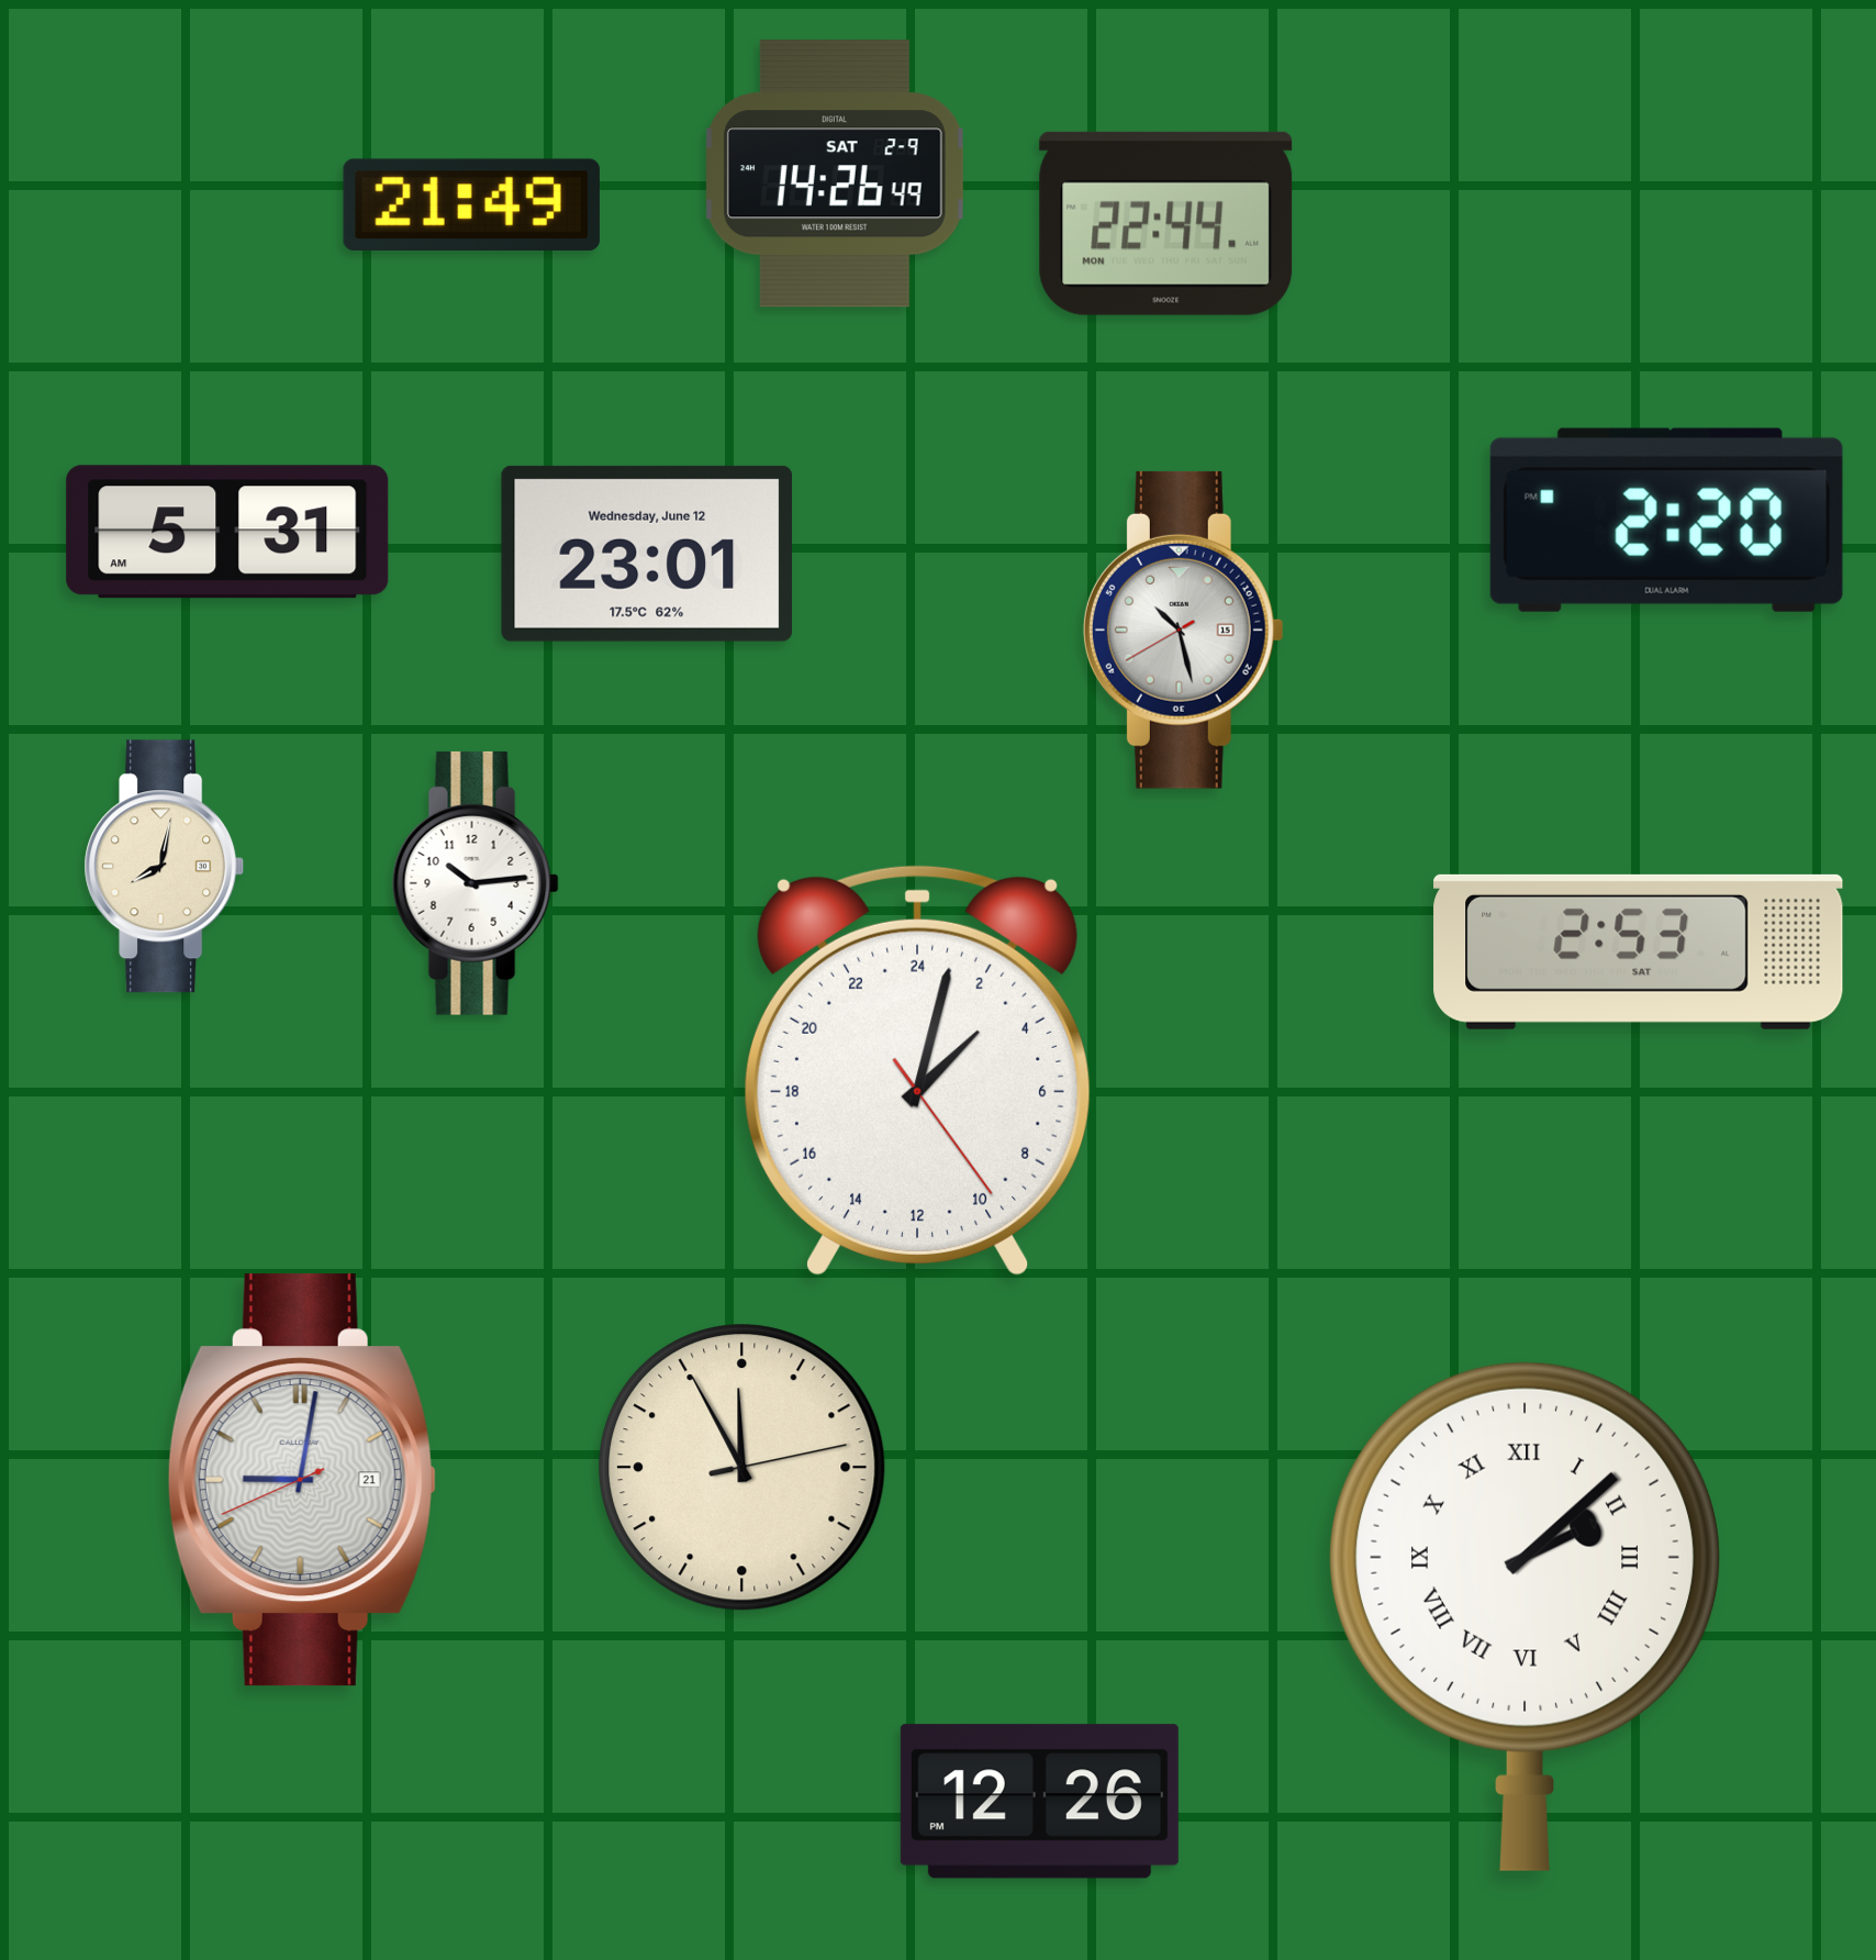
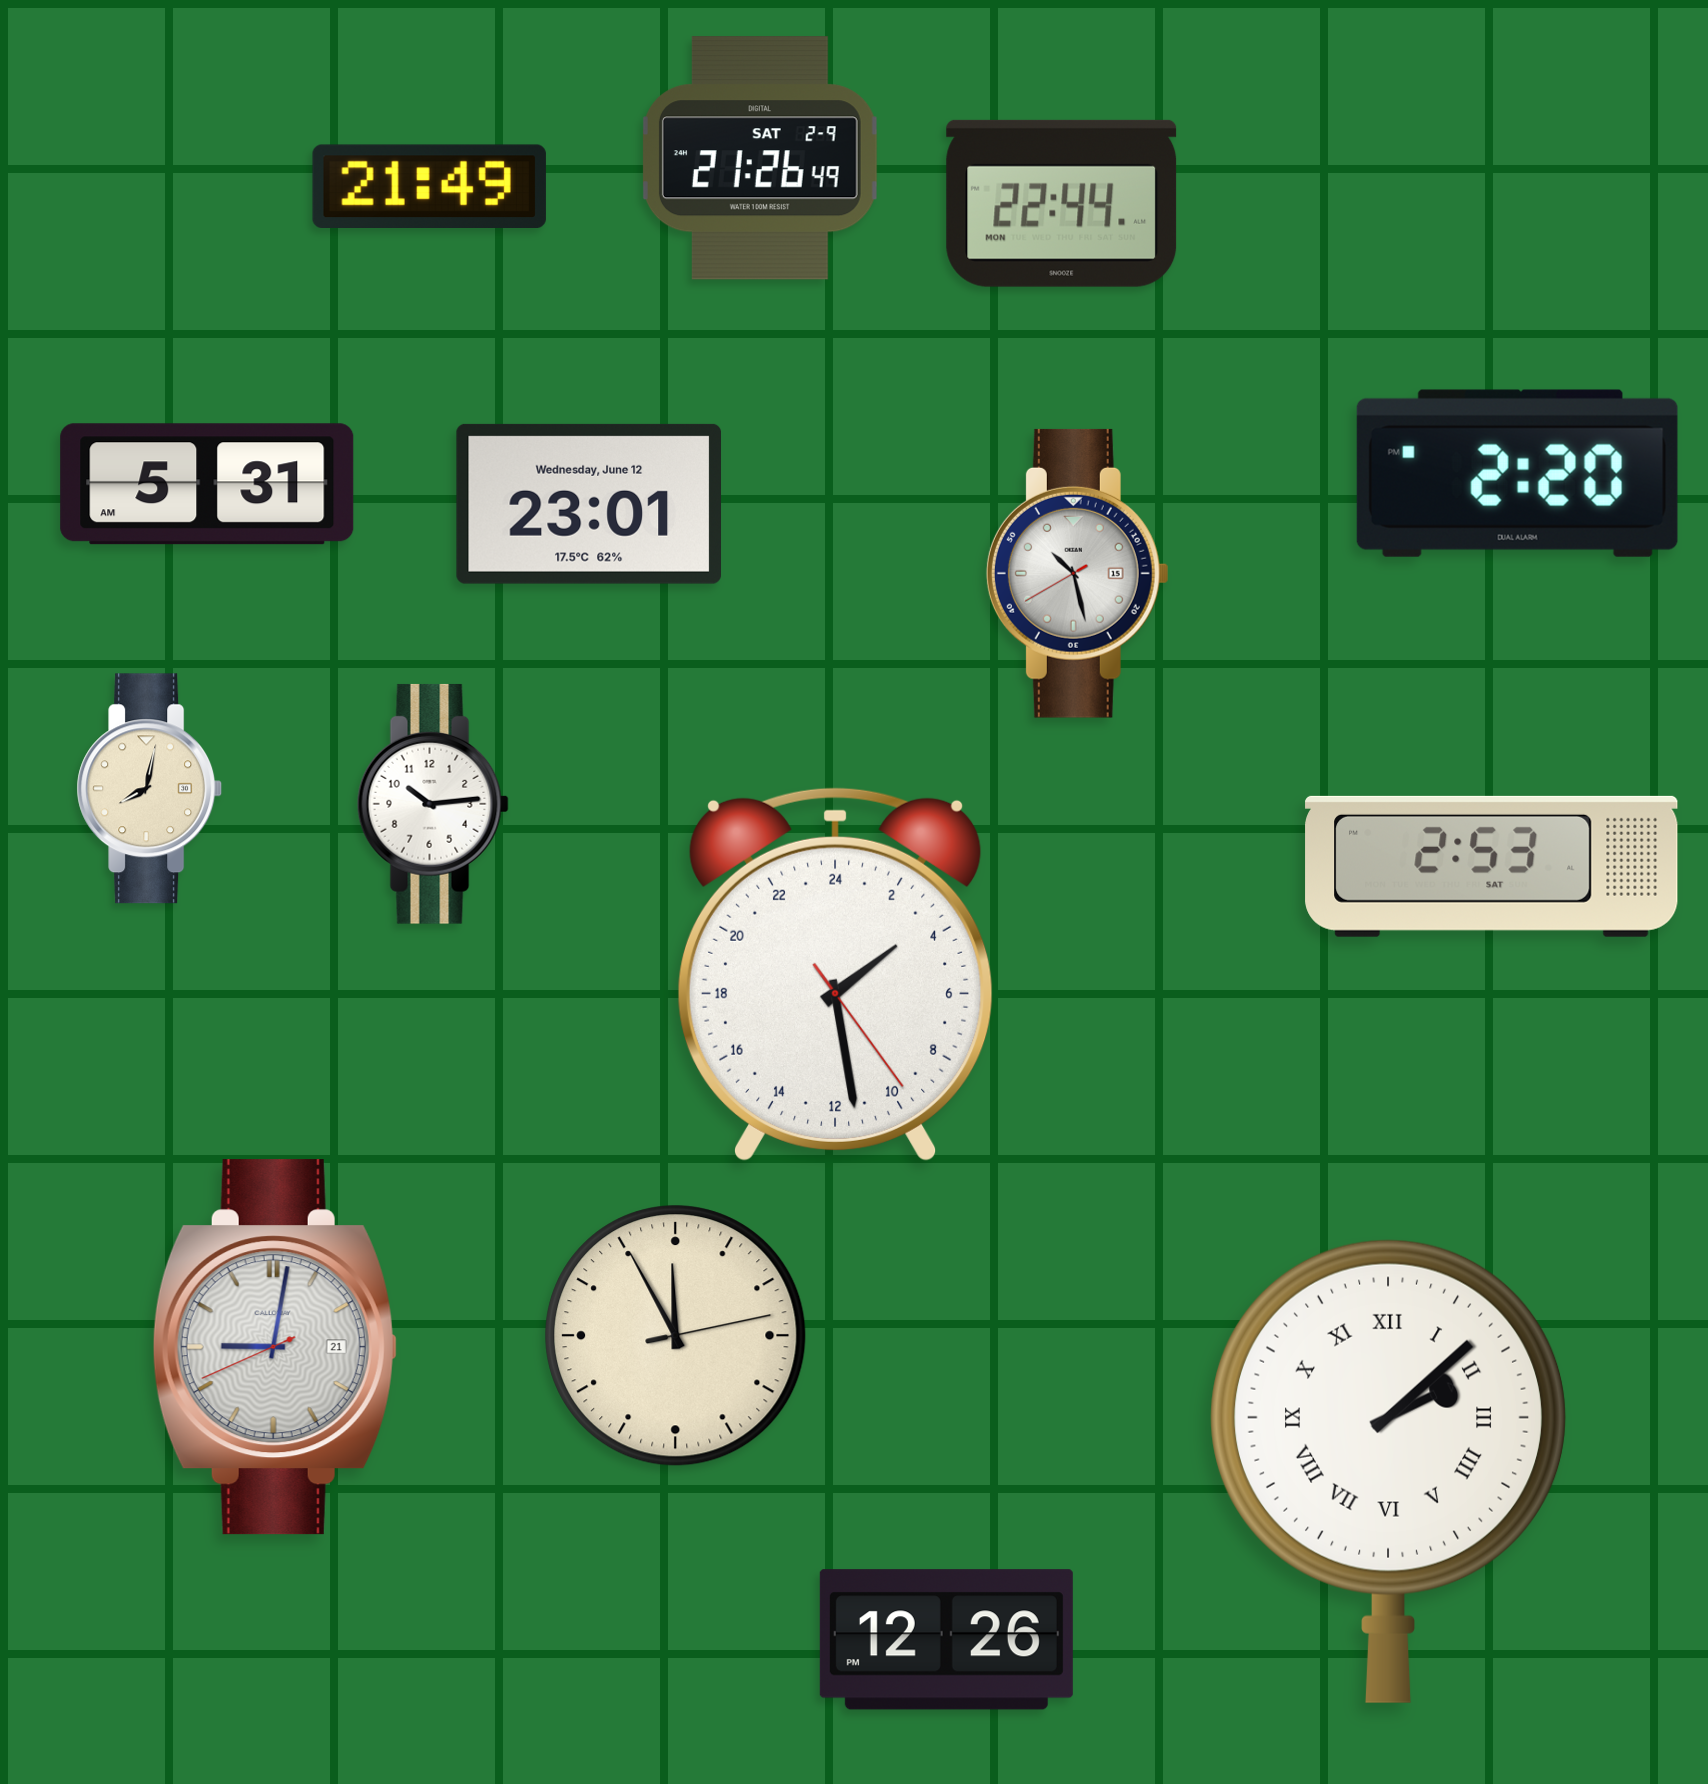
clock at (835, 174): 14:26 -> 21:26
clock at (917, 1070): 3:02 -> 3:28
